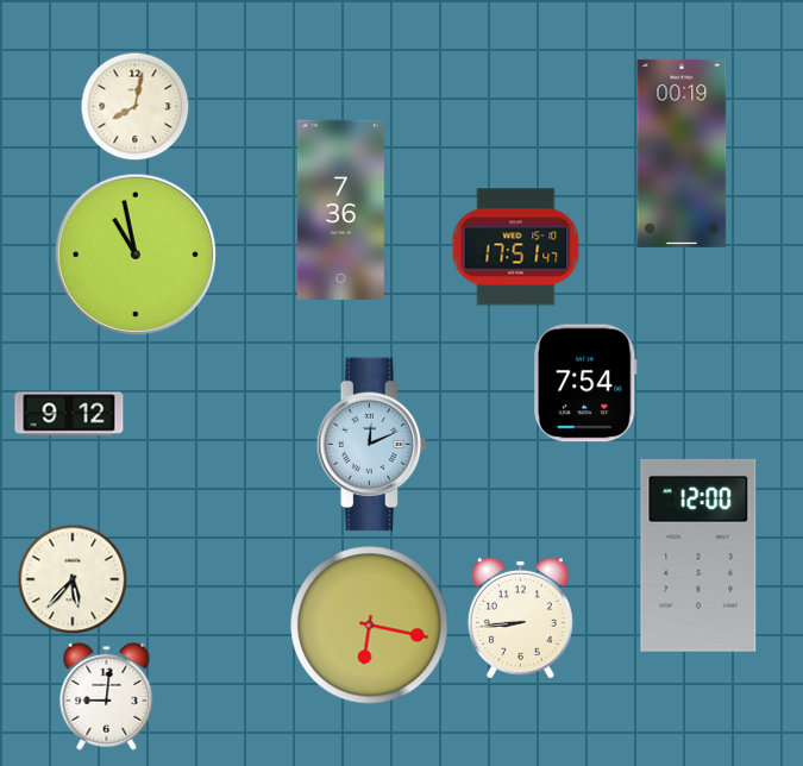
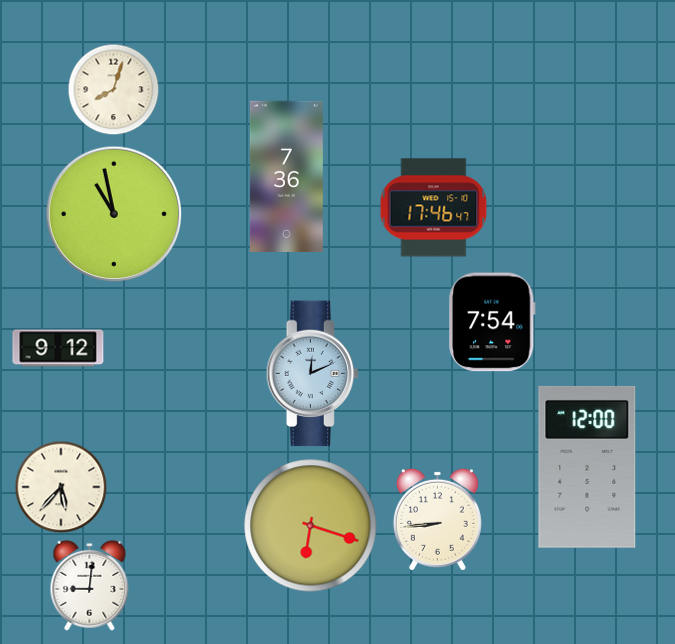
clock at (134, 106): 8:02 -> 8:03
clock at (682, 153): 00:19 -> none
clock at (516, 247): 17:51 -> 17:46
clock at (370, 626): 6:17 -> 6:18
